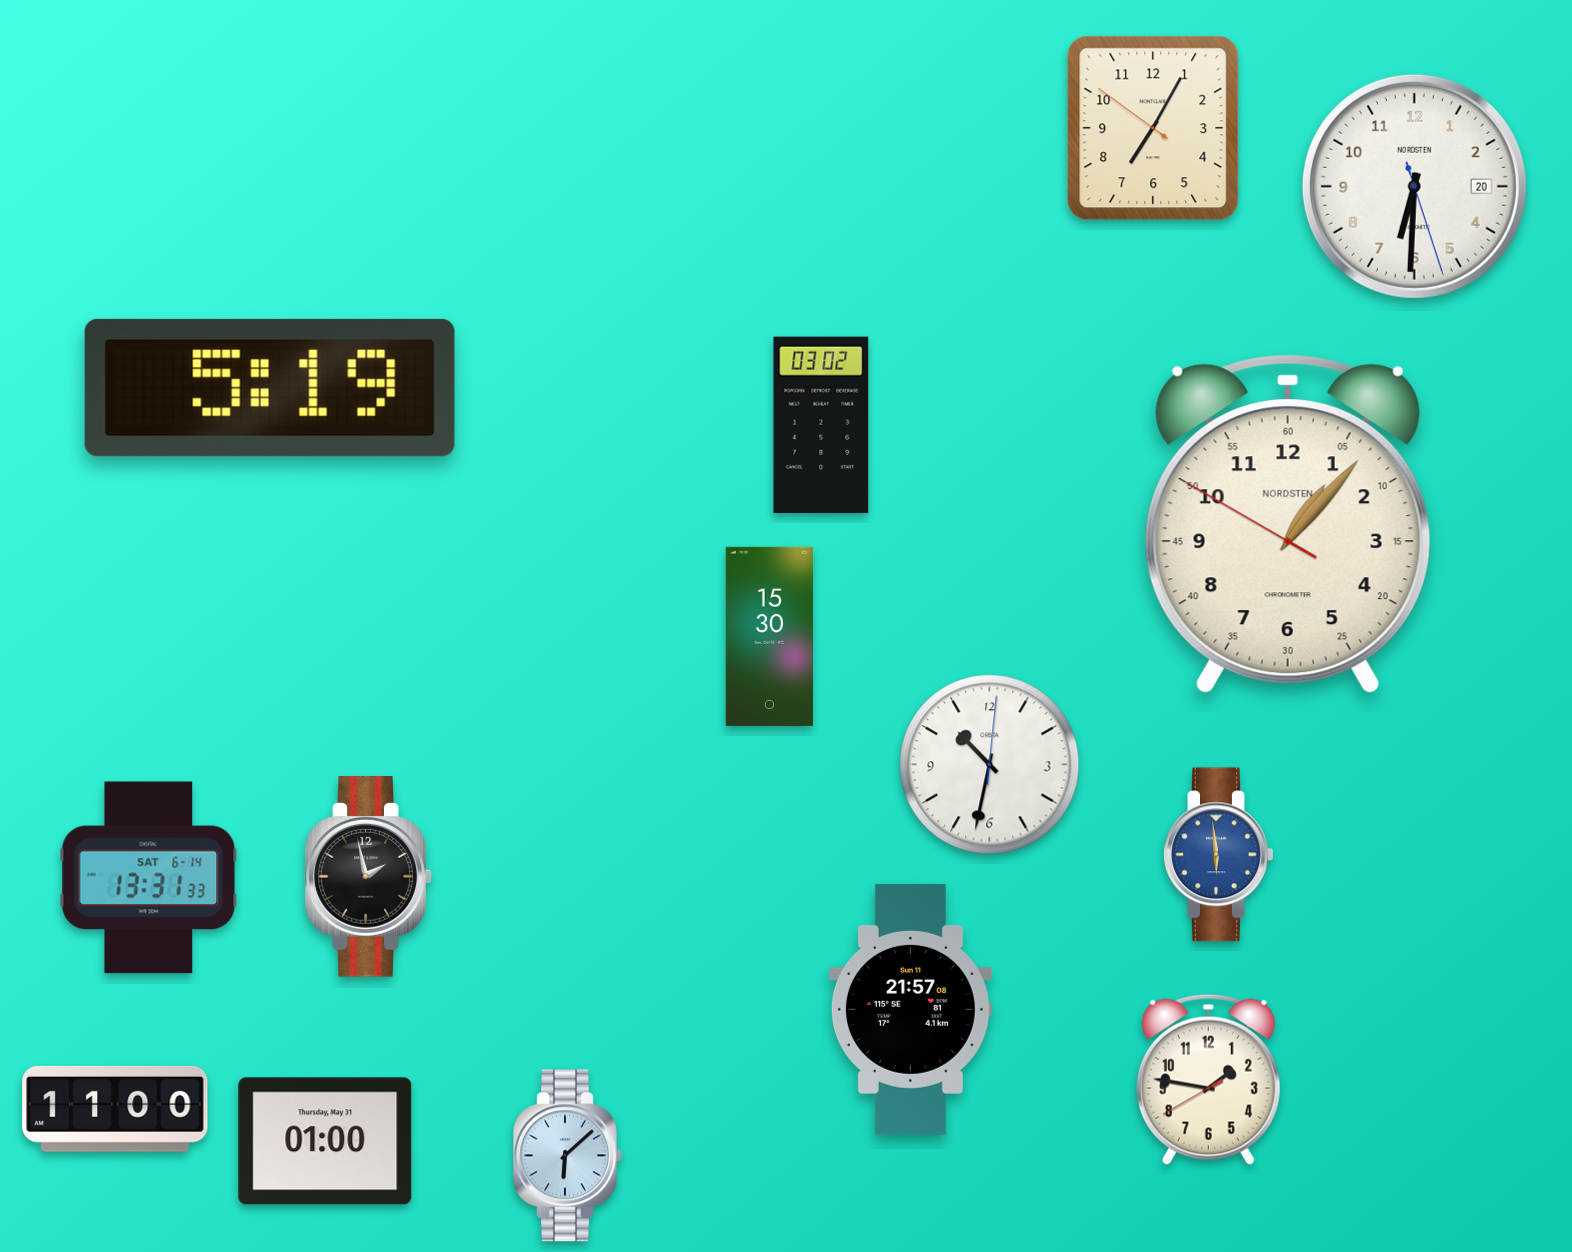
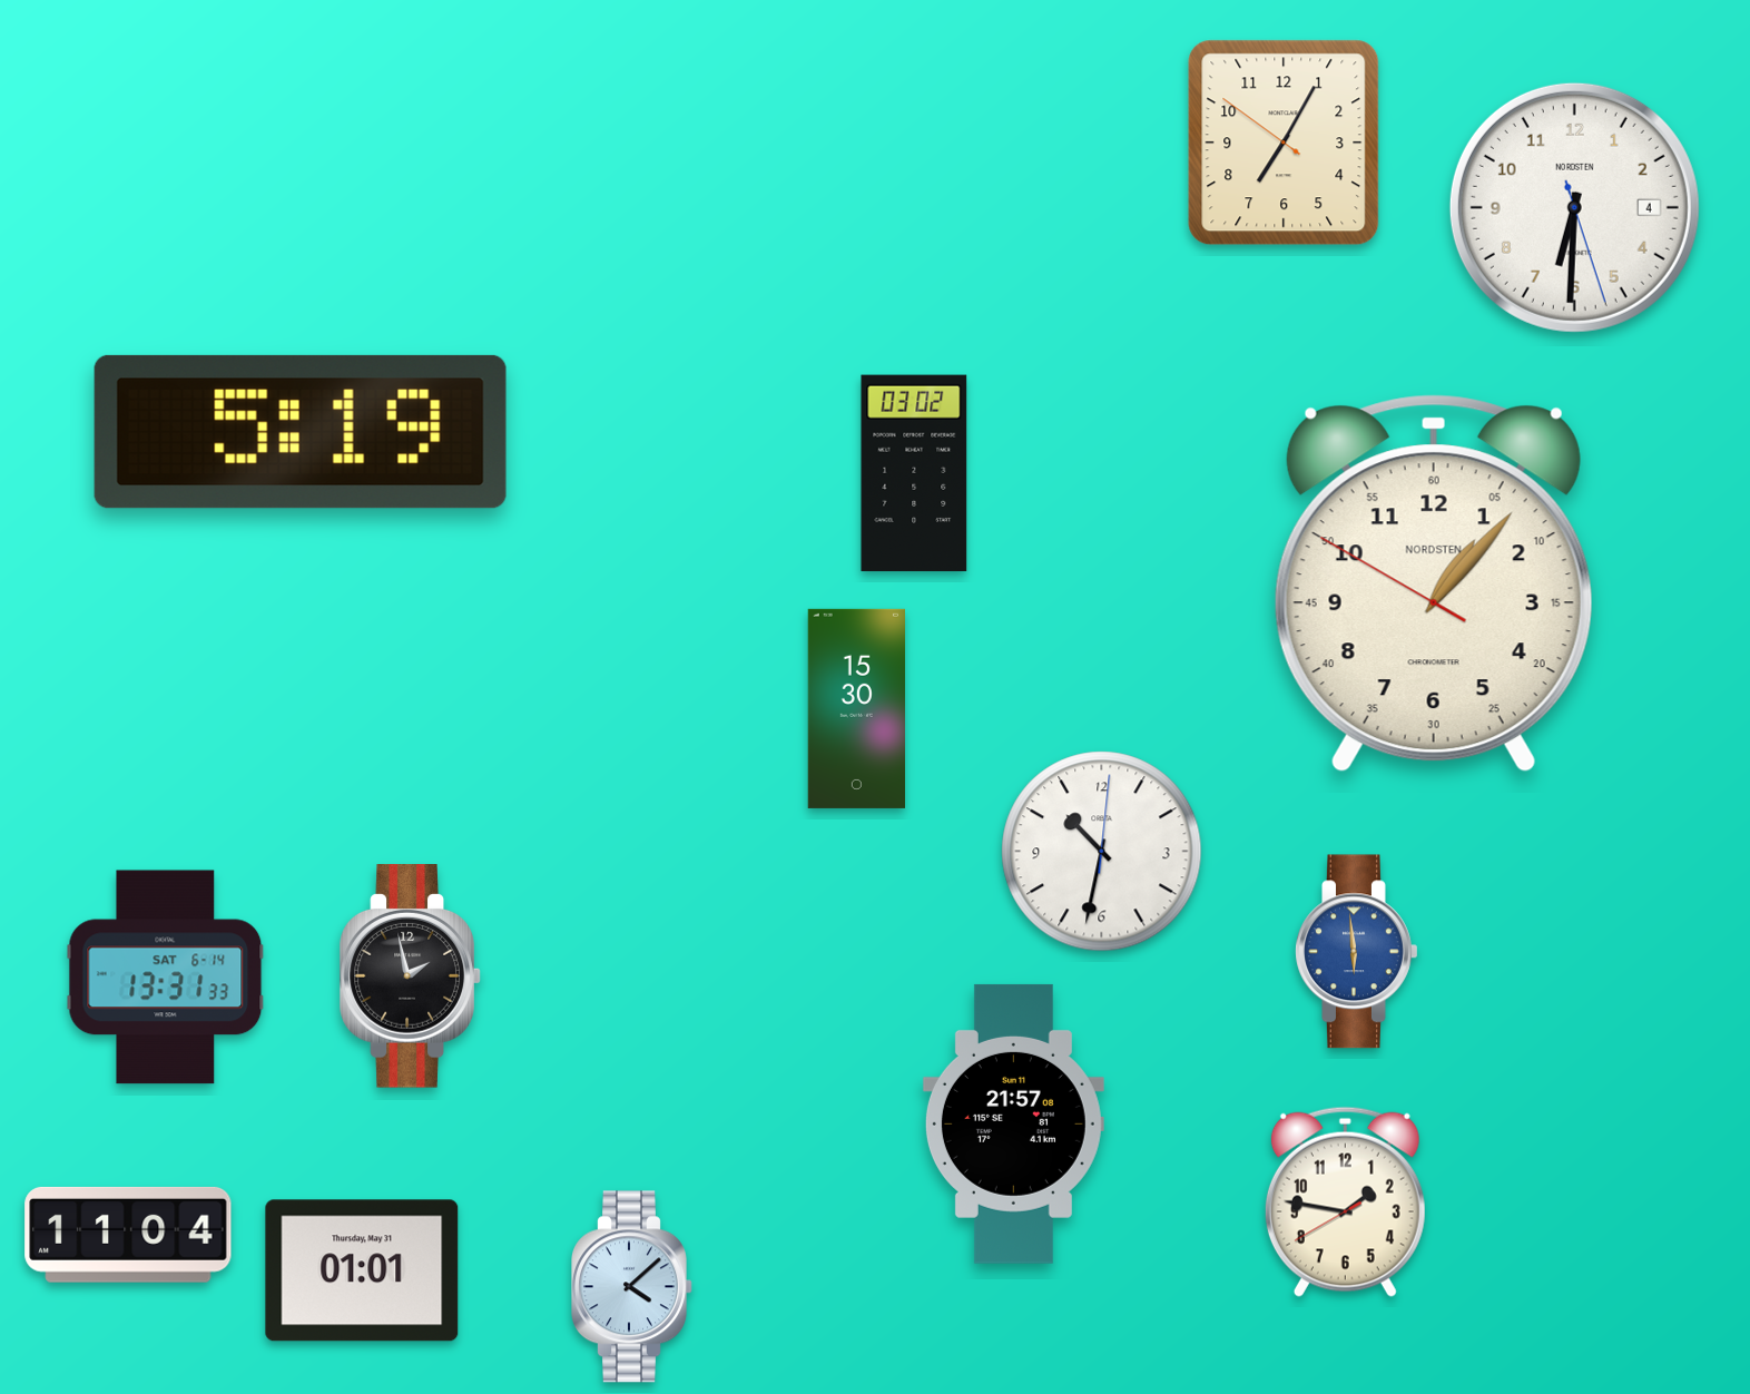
clock at (1414, 186) date: 20 -> 4
clock at (115, 1109): 11:00 -> 11:04
clock at (325, 1141): 01:00 -> 01:01
clock at (568, 1156): 6:08 -> 4:08
